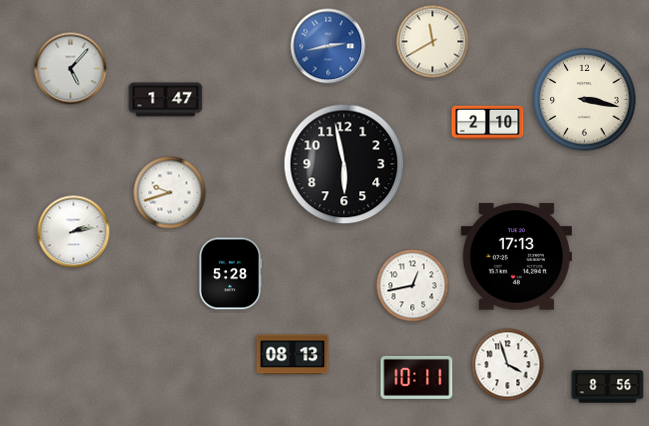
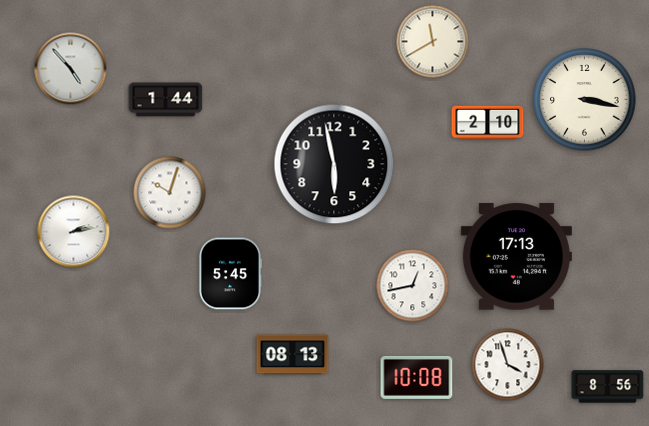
clock at (328, 46): 2:43 -> none
clock at (71, 69): 5:07 -> 4:53
clock at (166, 100): 1:47 -> 1:44
clock at (344, 164) position: (344, 164) -> (334, 164)
clock at (170, 193): 9:42 -> 10:03
clock at (229, 274): 5:28 -> 5:45
clock at (417, 377): 10:11 -> 10:08
